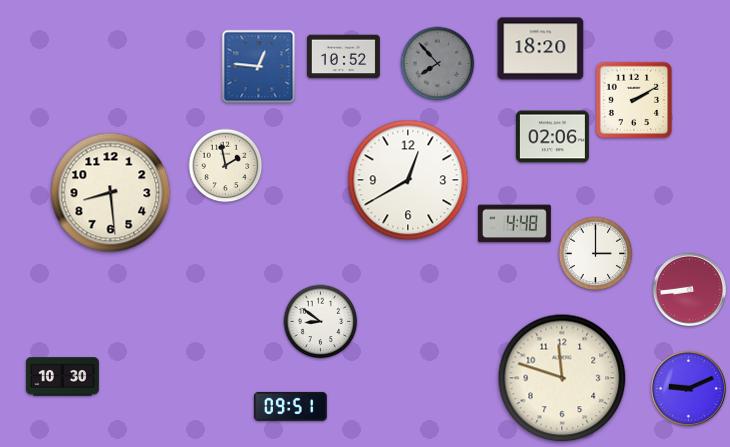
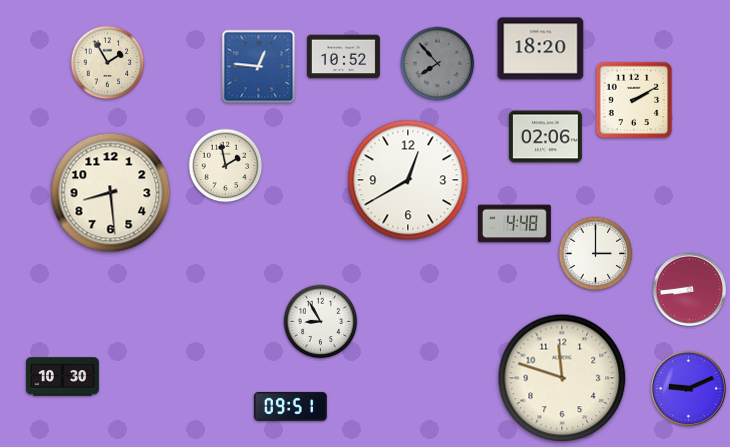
clock at (108, 63): none -> 1:55
clock at (552, 137) position: (552, 137) -> (545, 137)
clock at (321, 322): 8:51 -> 8:55
